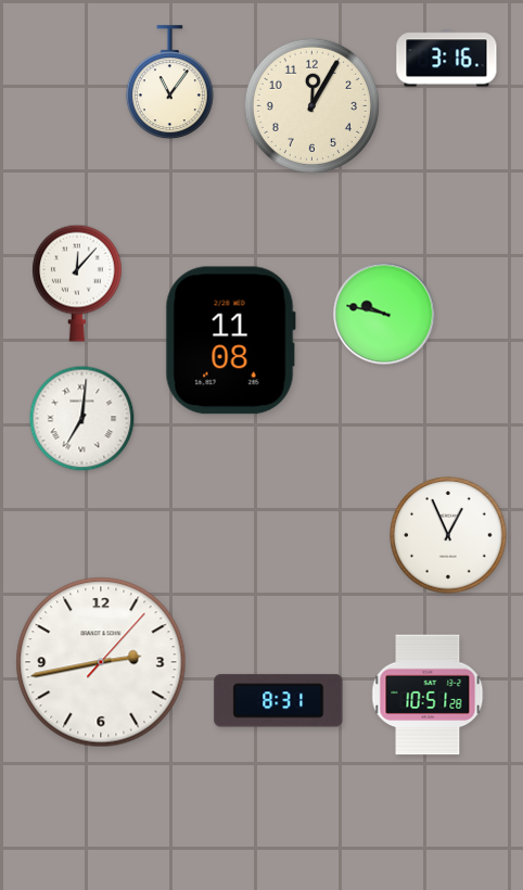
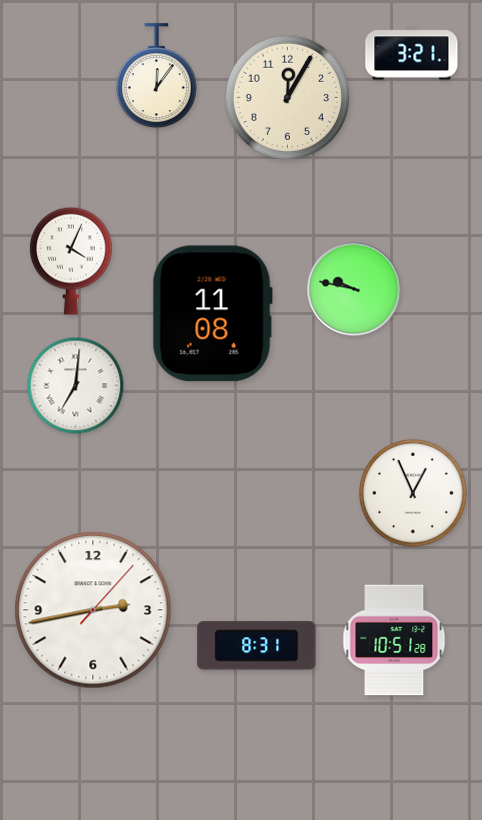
clock at (447, 59): 3:16 -> 3:21
clock at (169, 82): 11:06 -> 12:06
clock at (78, 283): 12:07 -> 4:04
